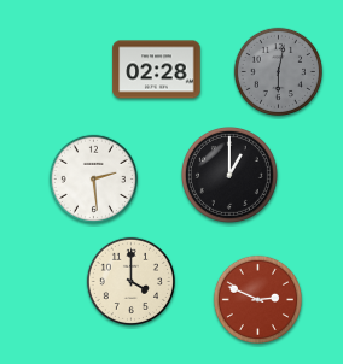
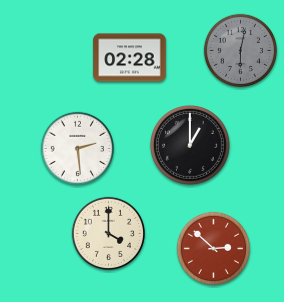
clock at (278, 71) position: (278, 71) -> (240, 50)
clock at (257, 299): 2:49 -> 2:52
